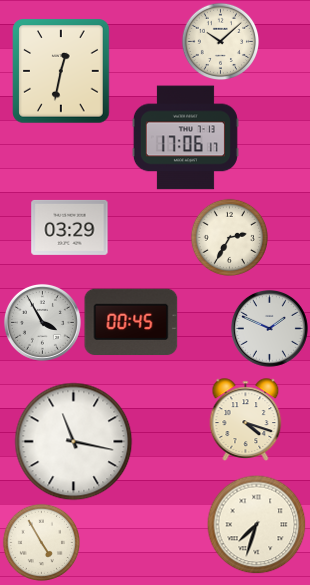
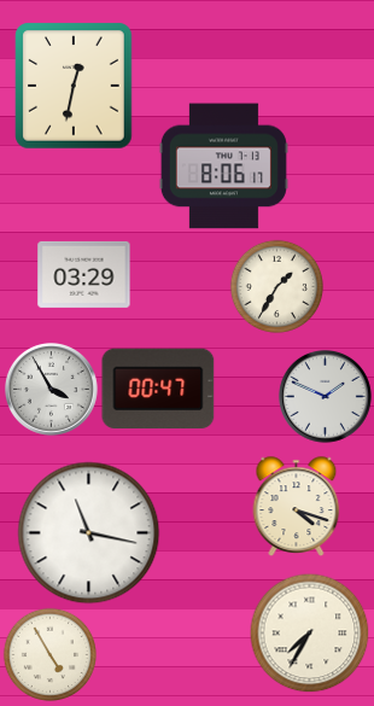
clock at (220, 41): 10:08 -> none
clock at (185, 138): 17:06 -> 8:06
clock at (229, 237): 2:35 -> 1:35
clock at (131, 322): 00:45 -> 00:47
clock at (257, 525): 7:33 -> 7:35
